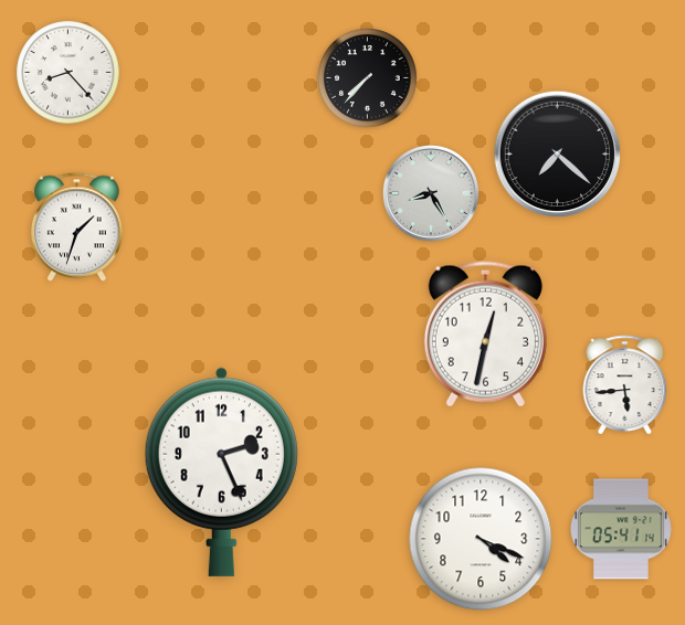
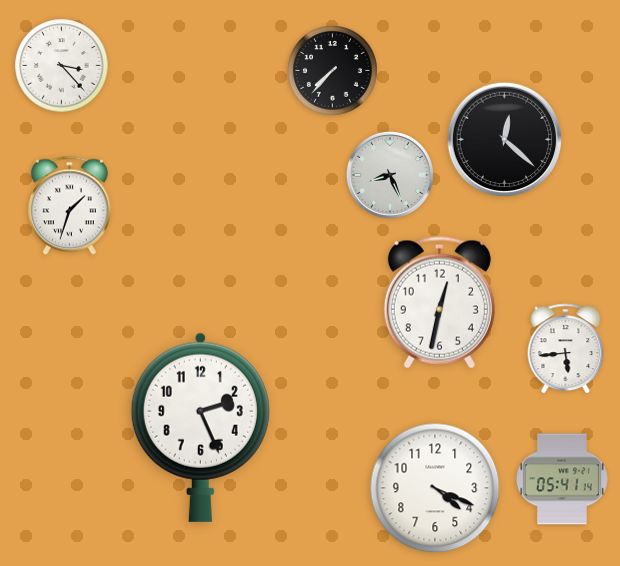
clock at (68, 73): 8:23 -> 3:23
clock at (558, 155): 7:22 -> 12:22
clock at (431, 193): 8:25 -> 8:26
